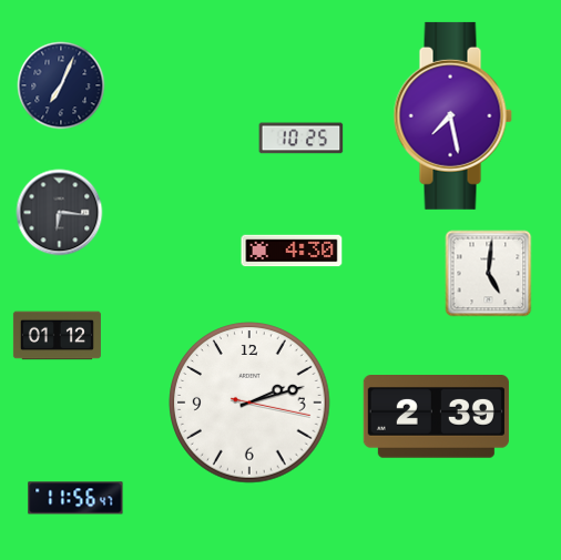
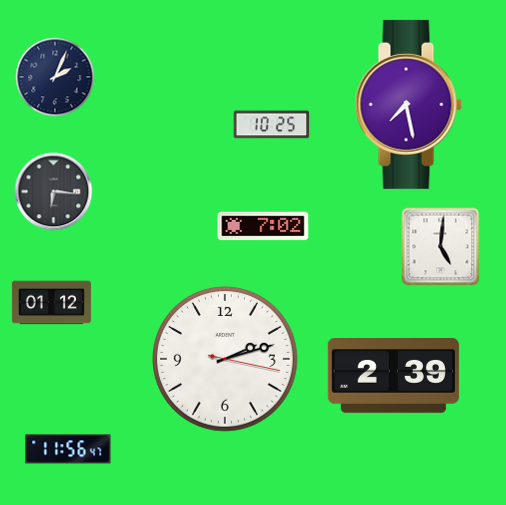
clock at (61, 85): 7:04 -> 2:04
clock at (292, 251): 4:30 -> 7:02
clock at (249, 403) position: (249, 403) -> (225, 359)
